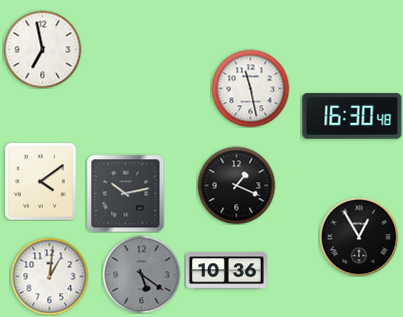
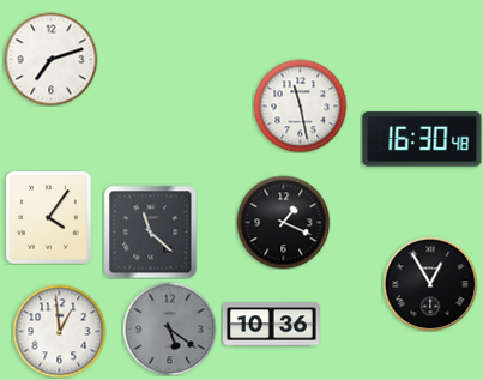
clock at (42, 49): 6:58 -> 7:12
clock at (41, 182): 4:09 -> 4:06
clock at (125, 193): 10:13 -> 11:22
clock at (49, 276): 1:01 -> 12:59
